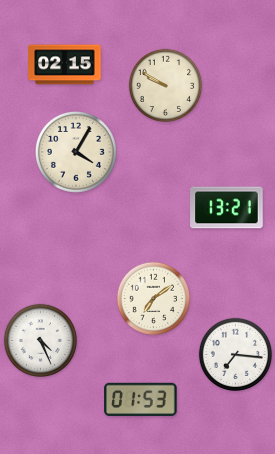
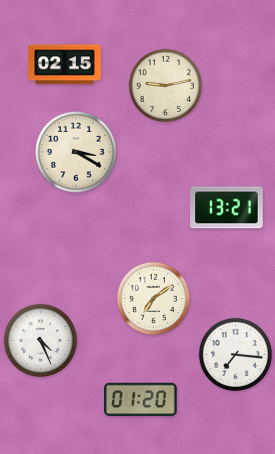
clock at (166, 86): 9:50 -> 9:13
clock at (76, 152): 4:05 -> 3:20
clock at (141, 399): 01:53 -> 01:20
